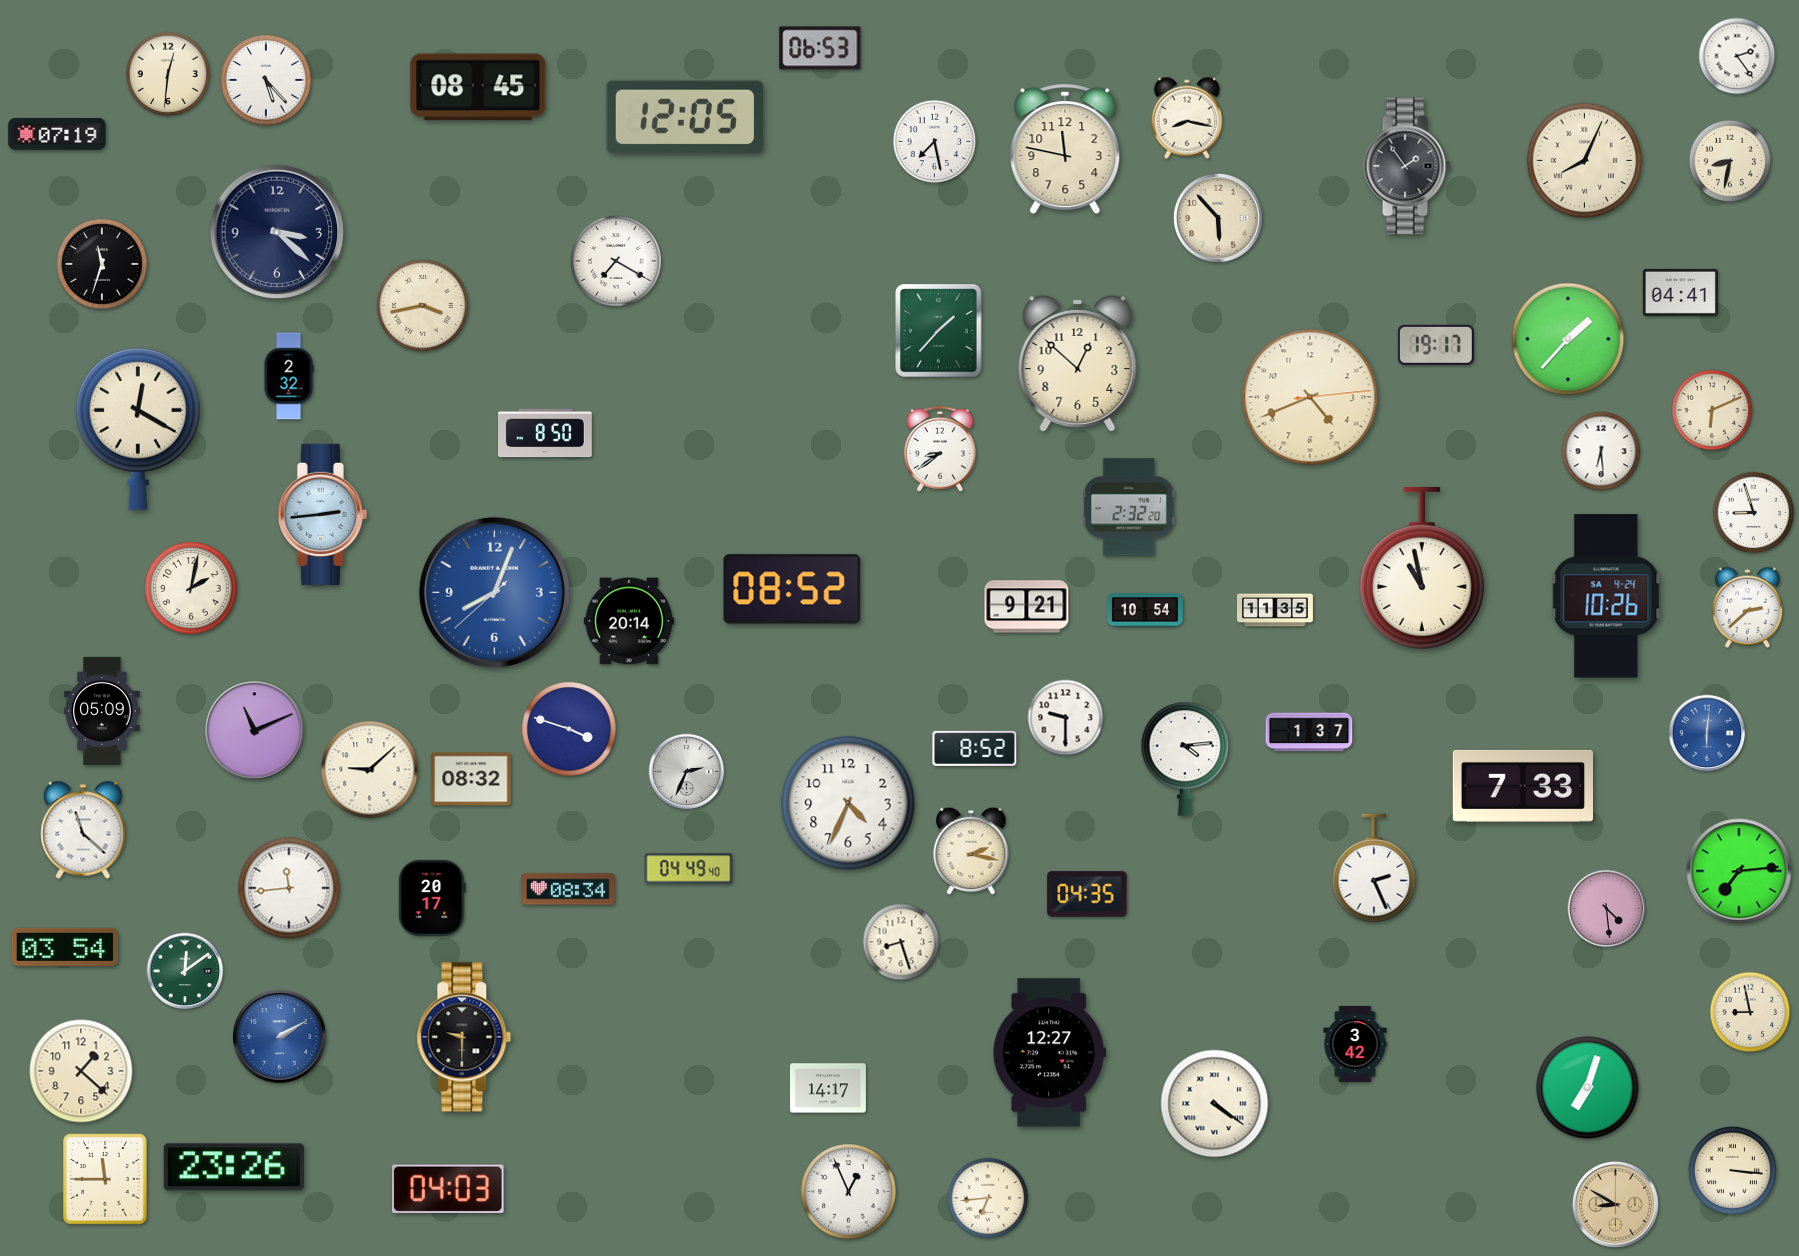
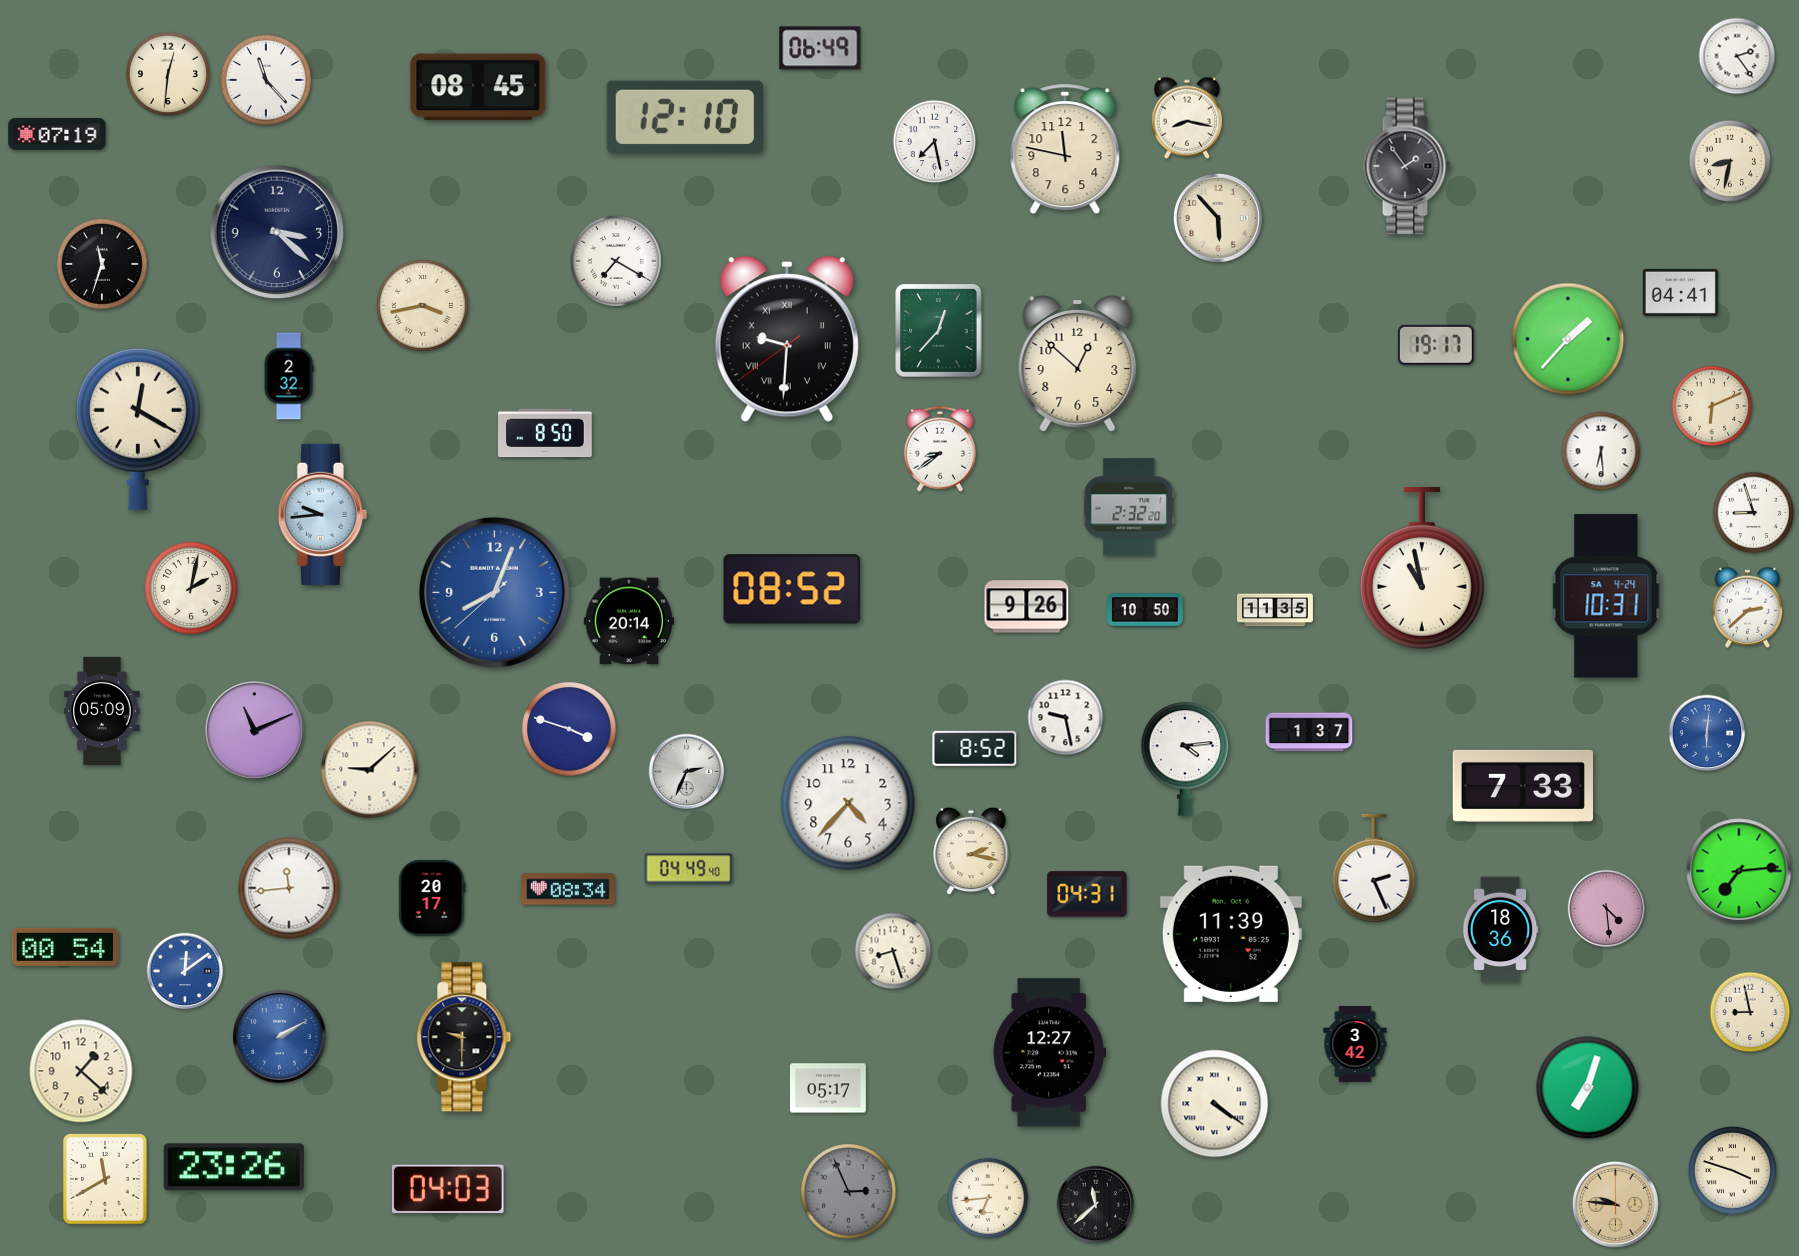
clock at (820, 48): 06:53 -> 06:49
clock at (267, 81): 5:23 -> 11:23
clock at (685, 117): 12:05 -> 12:10
clock at (1585, 161): 8:04 -> none
clock at (939, 331): 1:37 -> 12:37
clock at (787, 340): none -> 9:30
clock at (1310, 397): 4:41 -> none
clock at (1712, 410) position: (1712, 410) -> (1712, 406)
clock at (322, 514): 2:44 -> 9:44
clock at (1606, 596): 10:26 -> 10:31
clock at (1027, 607): 9:21 -> 9:26
clock at (1145, 610): 10:54 -> 10:50
clock at (1066, 718): 9:30 -> 9:28
clock at (471, 779): 08:32 -> none
clock at (848, 803): 4:34 -> 4:37
clock at (83, 830): 11:22 -> none
clock at (1087, 894): 04:35 -> 04:31
clock at (1500, 930): none -> 18:36
clock at (1231, 934): none -> 11:39
clock at (901, 942) position: (901, 942) -> (893, 951)
clock at (64, 947): 03:54 -> 00:54
clock at (185, 971) dial: green -> blue
clock at (828, 1088): 14:17 -> 05:17
clock at (1732, 1170): 3:16 -> 3:48
clock at (105, 1179): 11:45 -> 11:40
clock at (849, 1192): 12:56 -> 2:56
clock at (849, 1192) dial: white -> grey
clock at (1615, 1204): 8:50 -> 9:46
clock at (1096, 1205): none -> 11:38
